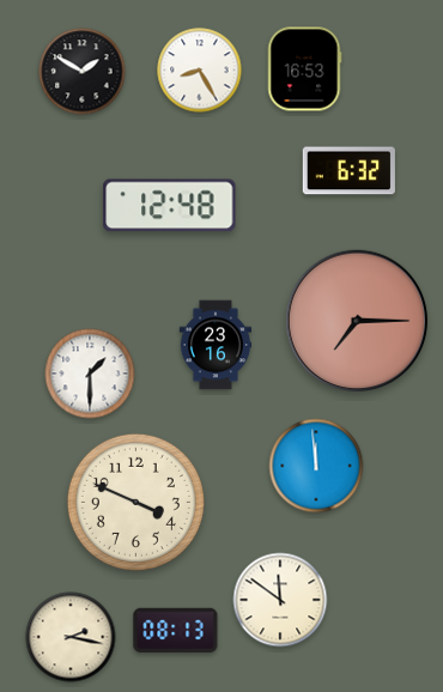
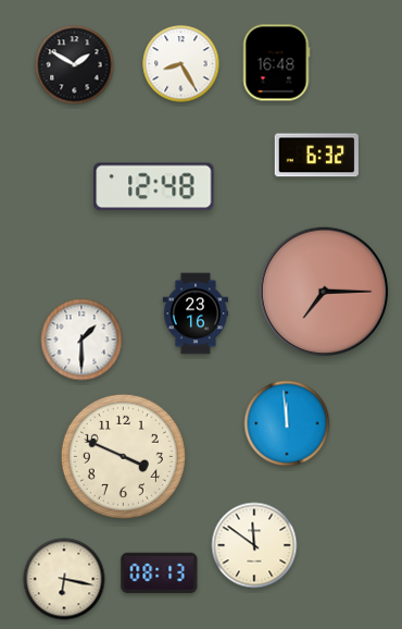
clock at (304, 69): 16:53 -> 16:48
clock at (71, 637): 2:17 -> 6:17
